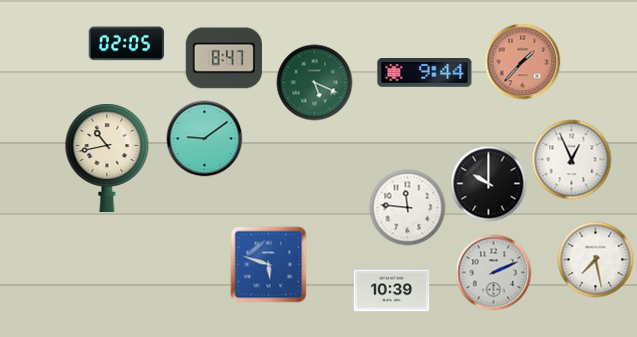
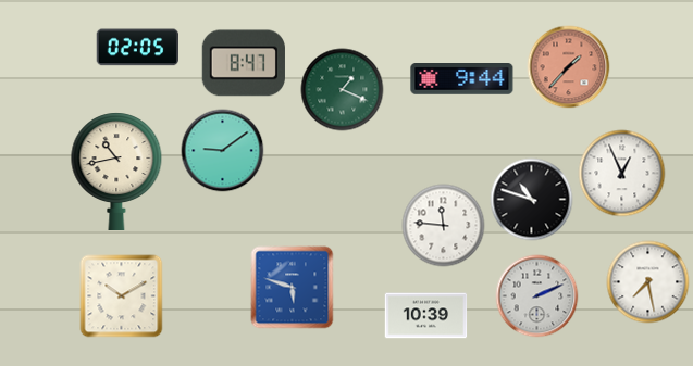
clock at (315, 83): 5:19 -> 1:19
clock at (489, 184): 10:00 -> 10:48
clock at (122, 296): none -> 10:10
